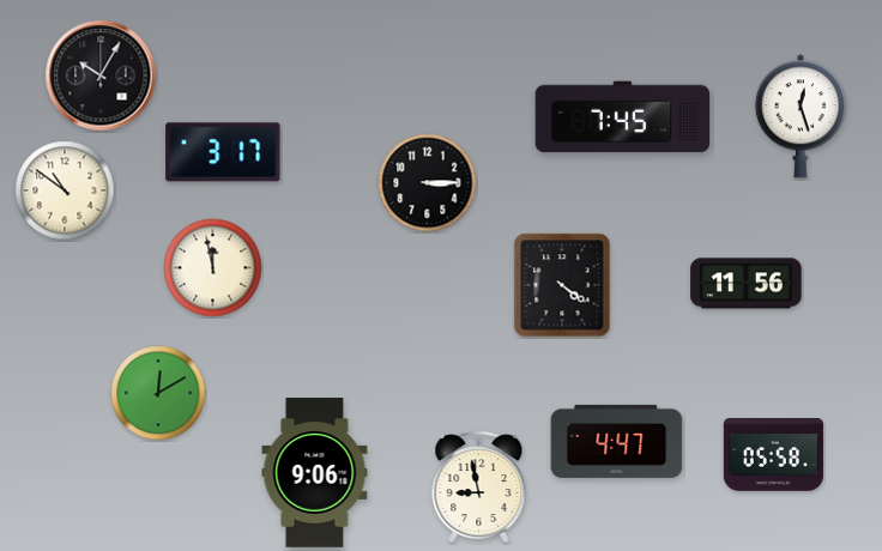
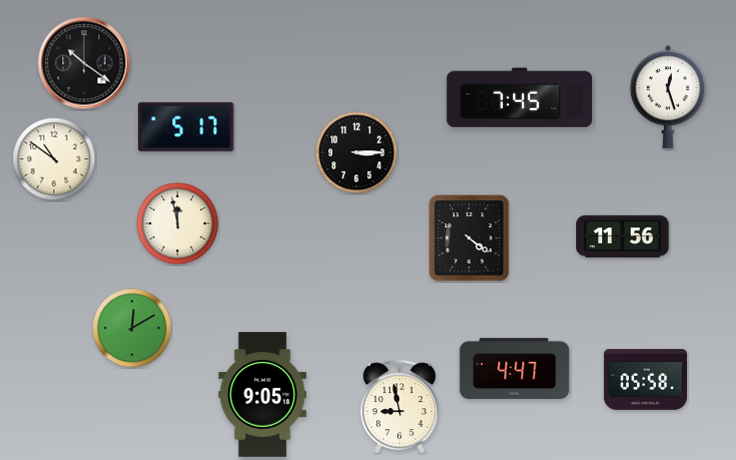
clock at (101, 75): 10:05 -> 10:21
clock at (223, 152): 3:17 -> 5:17
clock at (315, 473): 9:06 -> 9:05
